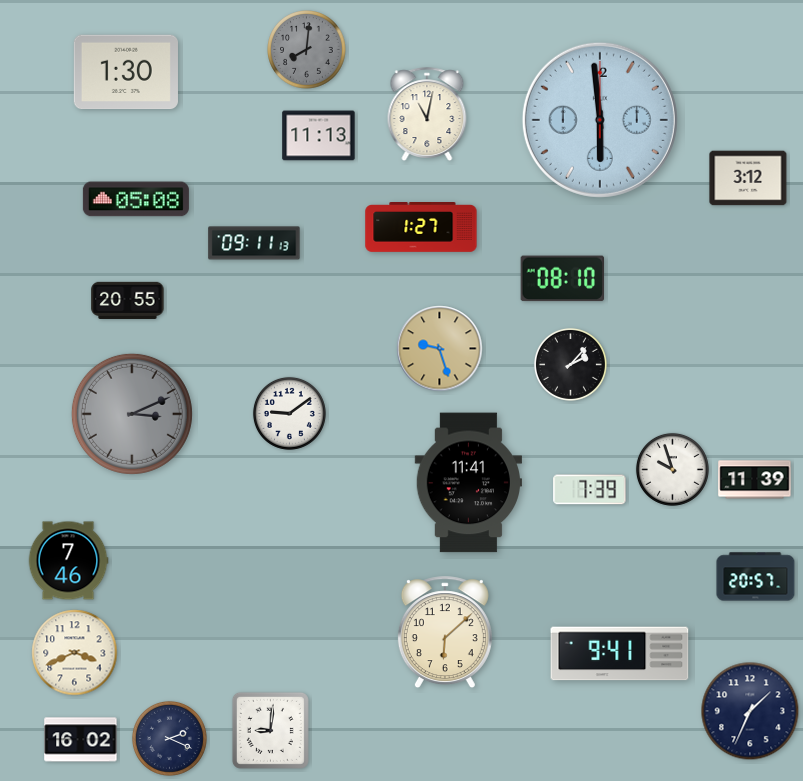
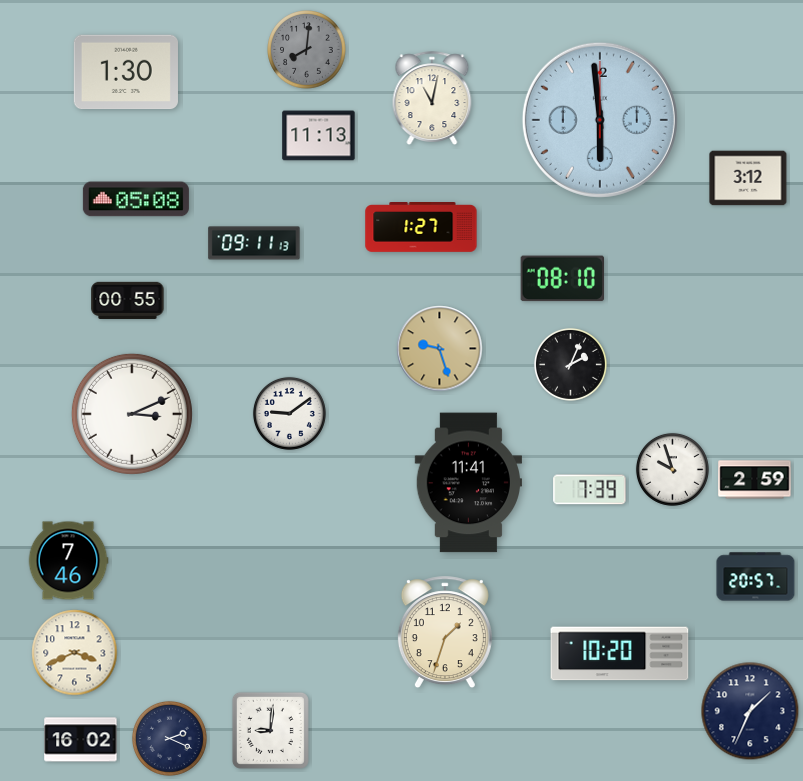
clock at (427, 114) position: (427, 114) -> (432, 98)
clock at (128, 300): 20:55 -> 00:55
clock at (570, 364): 2:07 -> 2:04
clock at (132, 414) dial: grey -> white
clock at (755, 480): 11:39 -> 2:59
clock at (445, 633): 6:08 -> 1:33
clock at (620, 654): 9:41 -> 10:20
